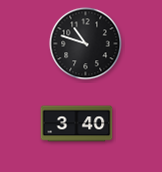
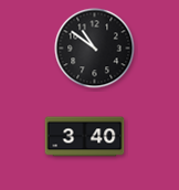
clock at (86, 44): 10:48 -> 10:51
